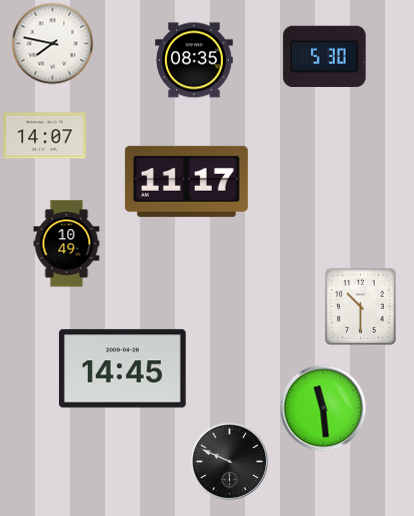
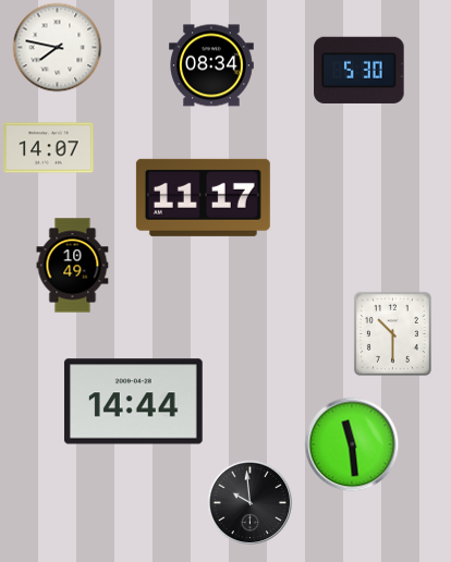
clock at (325, 56) position: (325, 56) -> (359, 70)
clock at (194, 60): 08:35 -> 08:34
clock at (122, 369): 14:45 -> 14:44
clock at (229, 461): 9:49 -> 9:59
